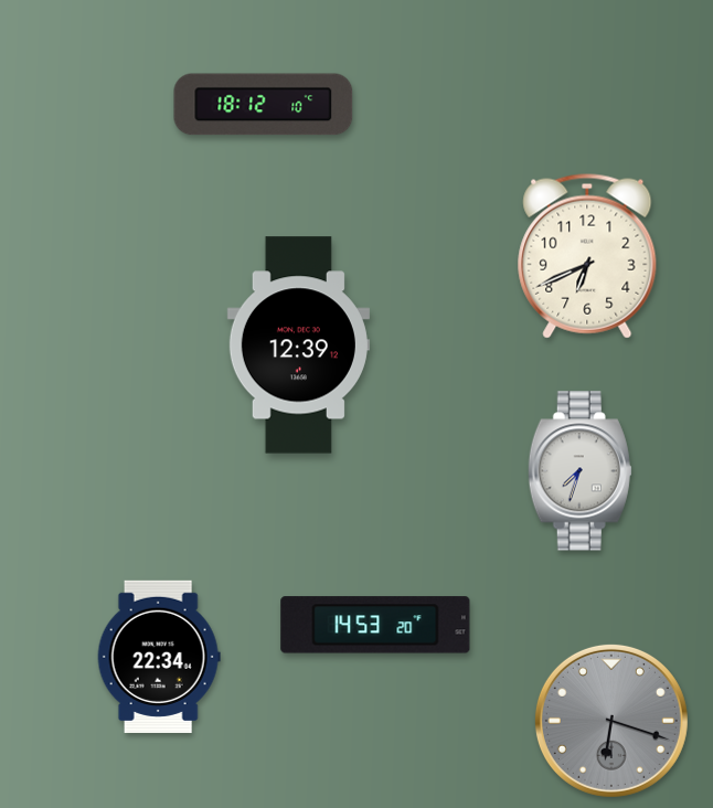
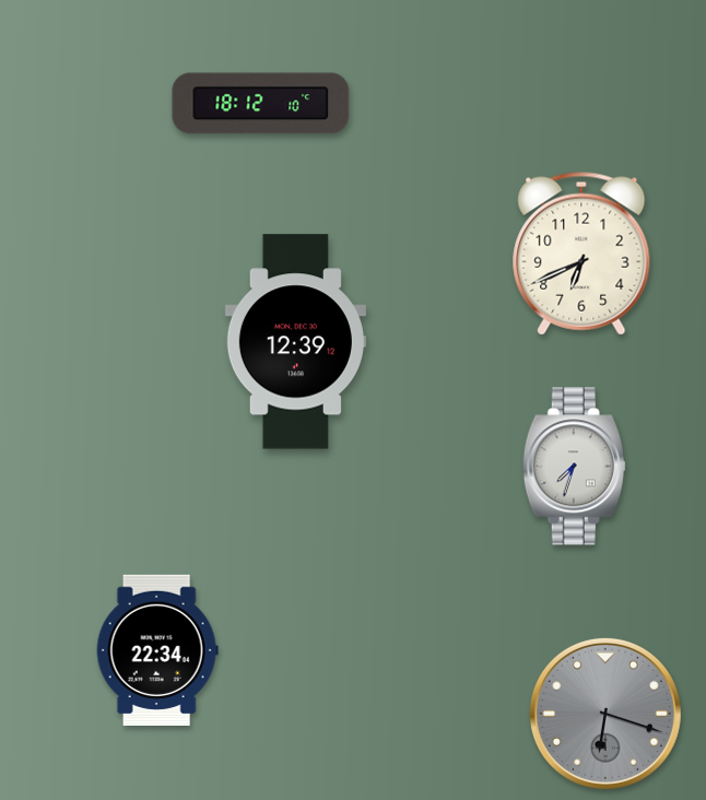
clock at (375, 625): 14:53 -> none
